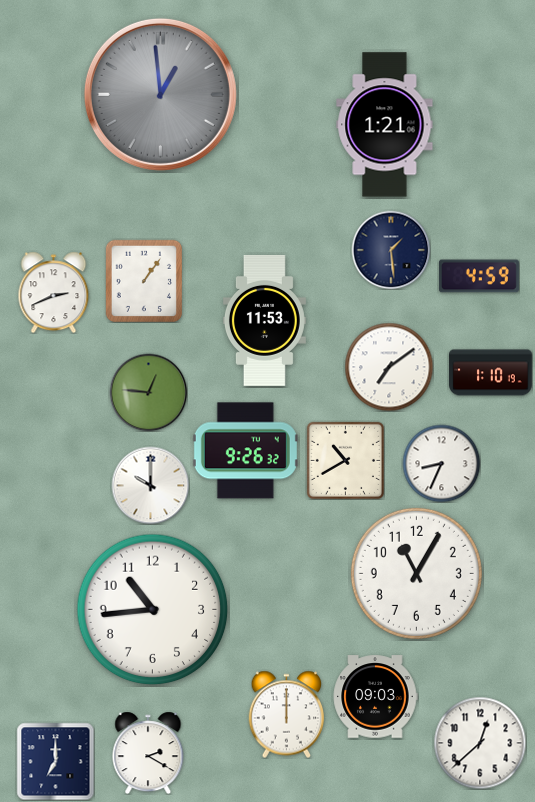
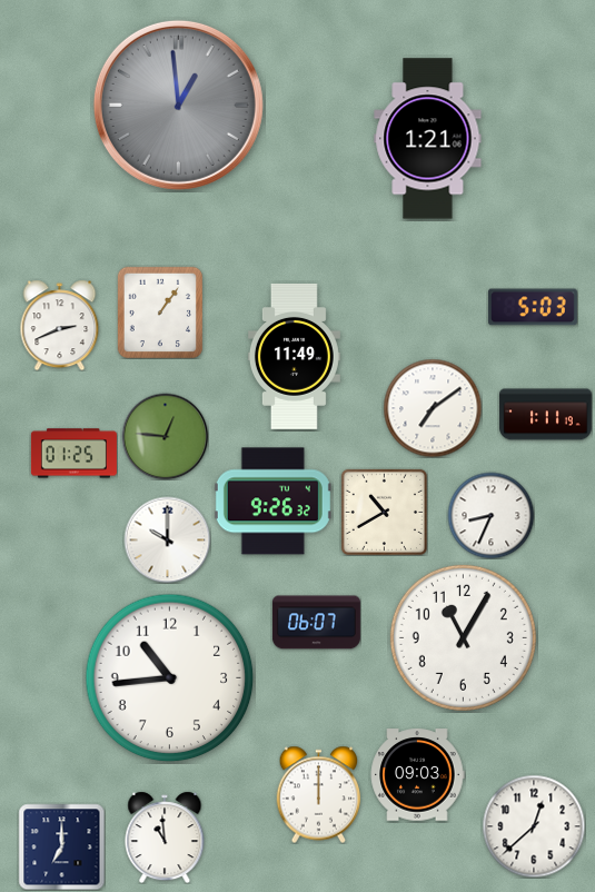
clock at (391, 250): 1:29 -> none
clock at (479, 276): 4:59 -> 5:03
clock at (264, 320): 11:53 -> 11:49
clock at (491, 373): 1:10 -> 1:11
clock at (73, 454): none -> 01:25
clock at (316, 623): none -> 06:07
clock at (148, 753): 2:20 -> 10:59
